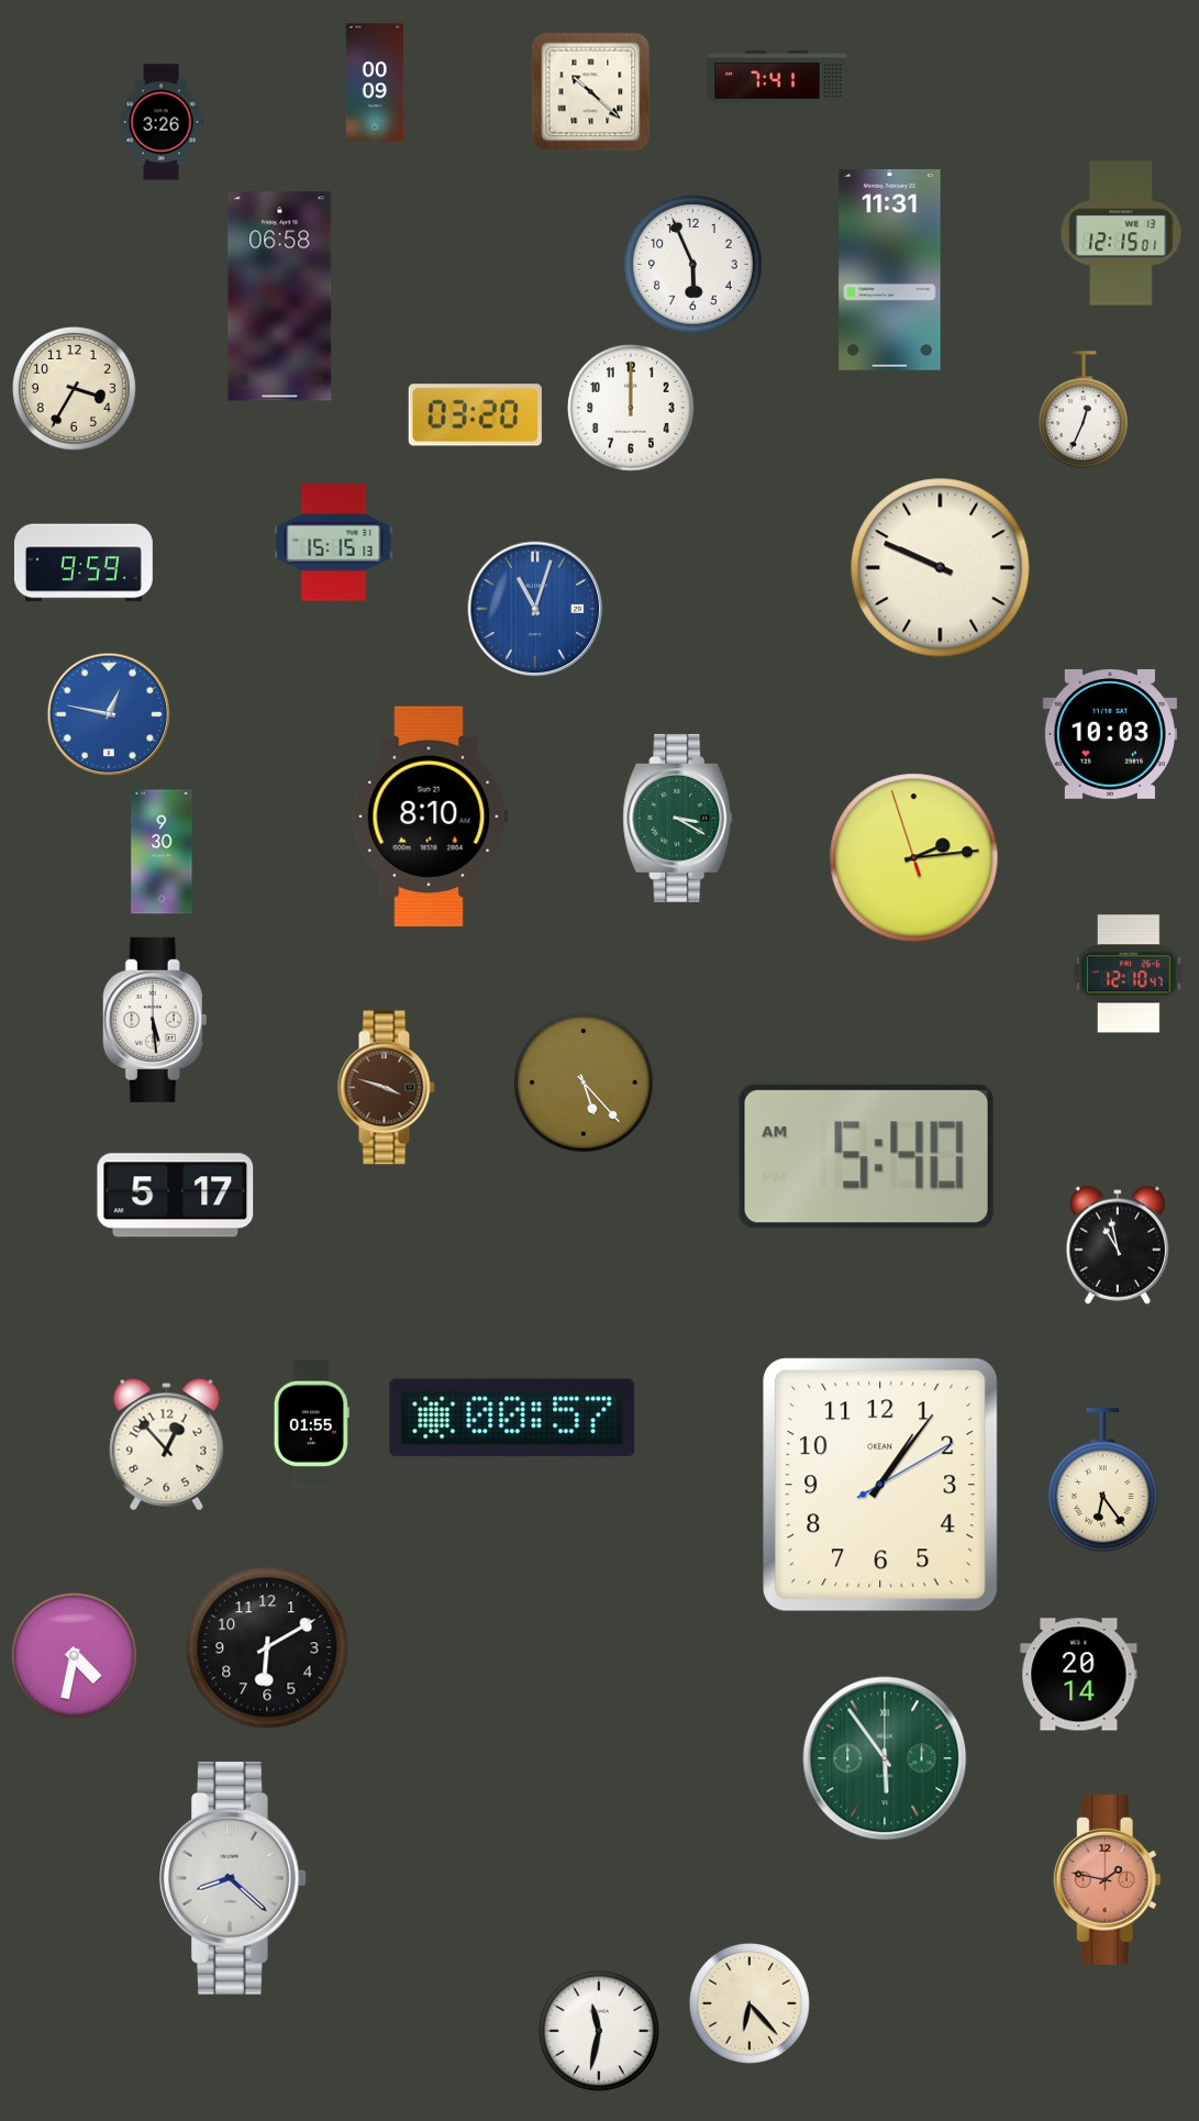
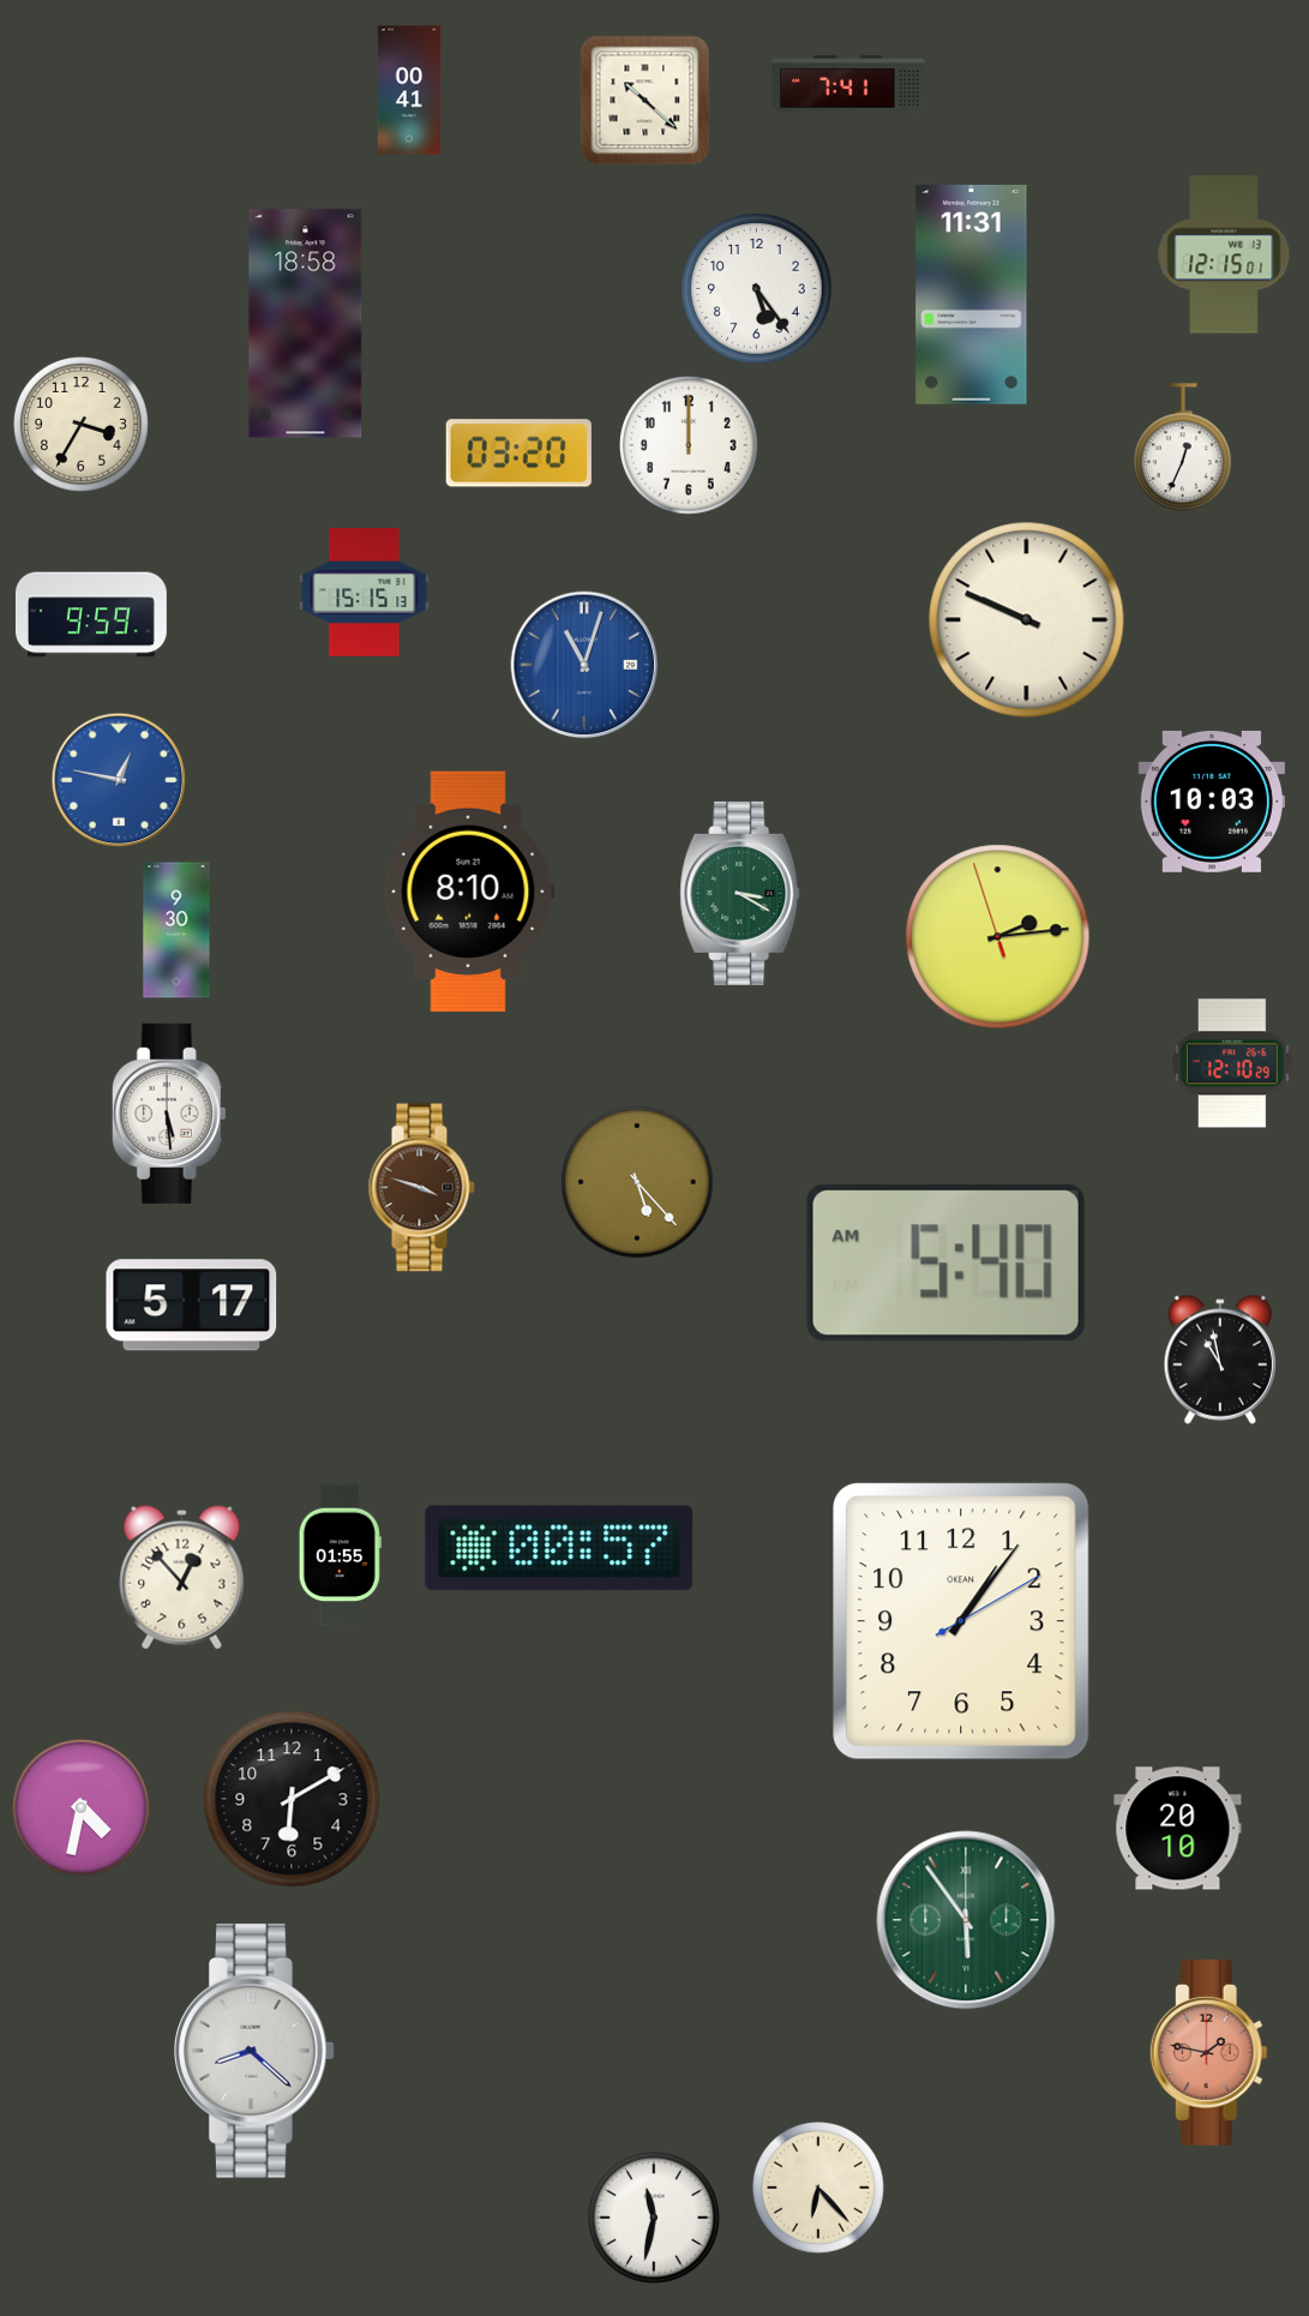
clock at (375, 82): 00:09 -> 00:41
clock at (162, 122): 3:26 -> none
clock at (693, 265): 5:56 -> 5:24
clock at (280, 297): 06:58 -> 18:58
clock at (1130, 974): 12:10:47 -> 12:10:29
clock at (1103, 1480): 6:24 -> none
clock at (1079, 1675): 20:14 -> 20:10
